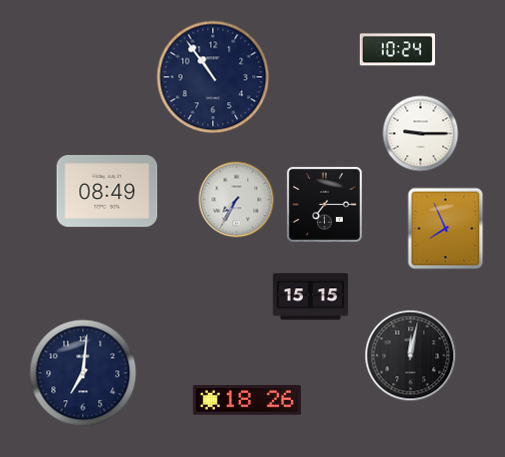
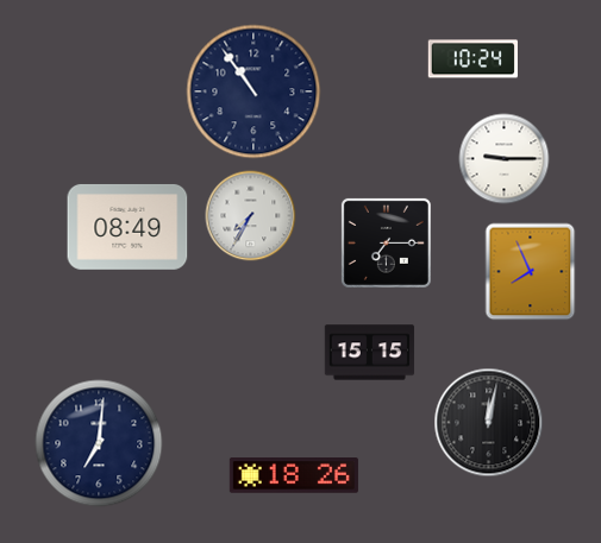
clock at (421, 134) position: (421, 134) -> (505, 159)
clock at (237, 200) position: (237, 200) -> (251, 216)
